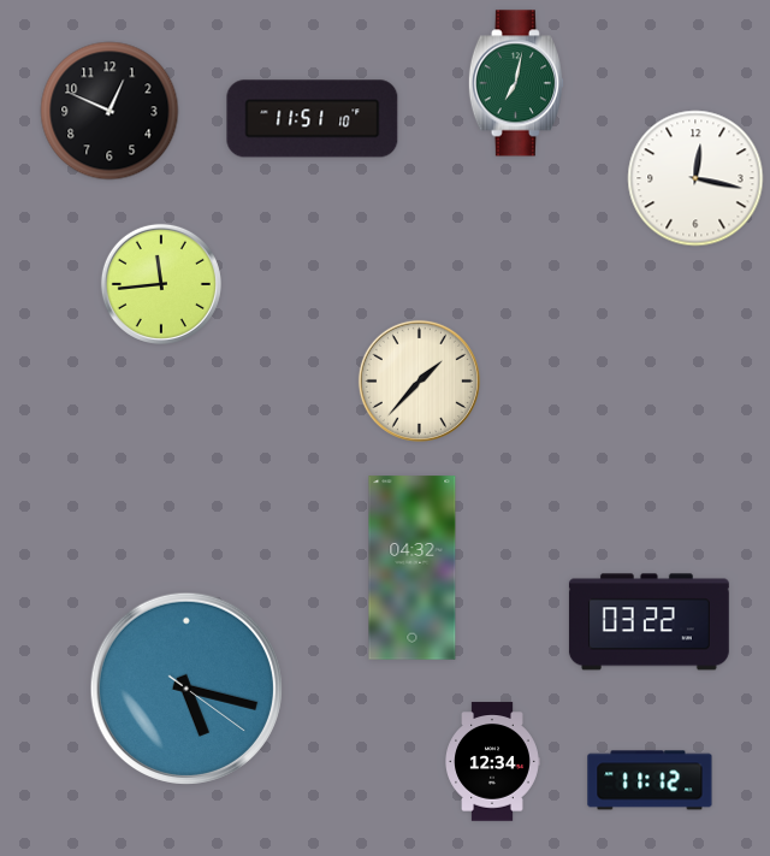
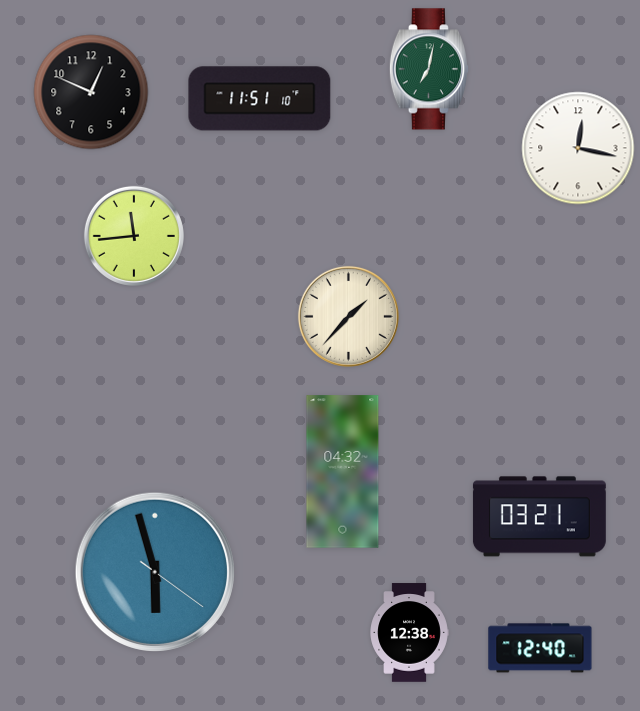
clock at (648, 622): 03:22 -> 03:21
clock at (185, 687): 5:17 -> 5:57
clock at (492, 762): 12:34 -> 12:38
clock at (650, 780): 11:12 -> 12:40
